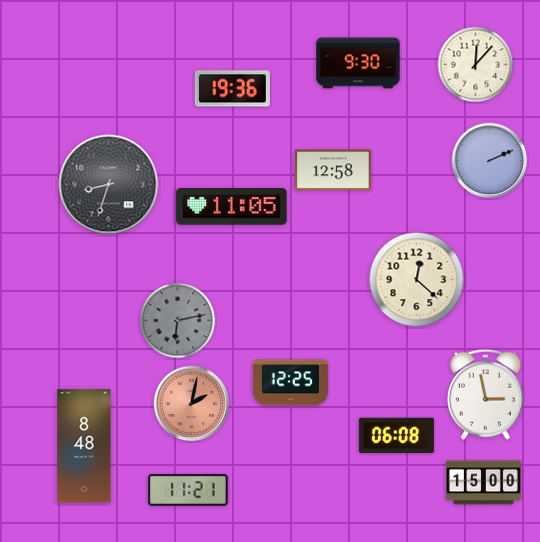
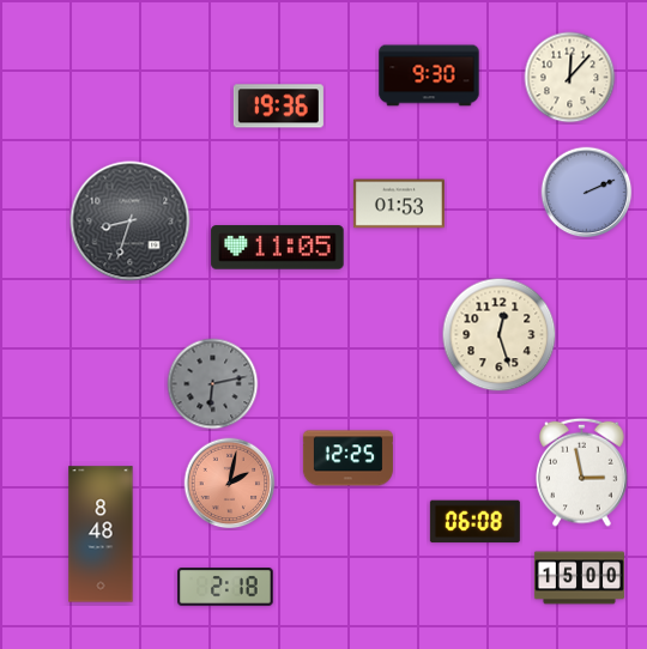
clock at (333, 170): 12:58 -> 01:53
clock at (417, 280): 12:22 -> 12:27
clock at (188, 490): 11:21 -> 2:18
